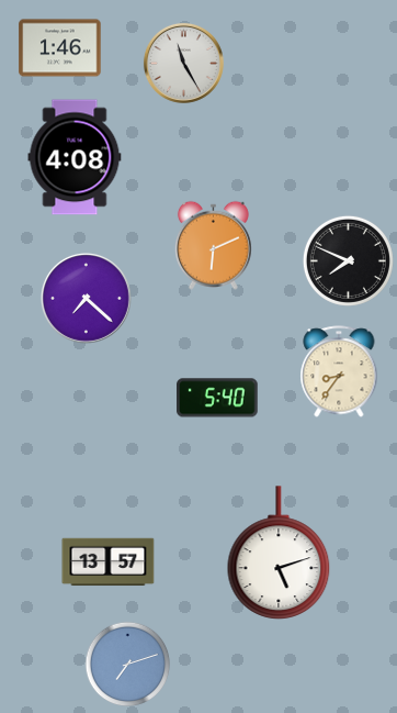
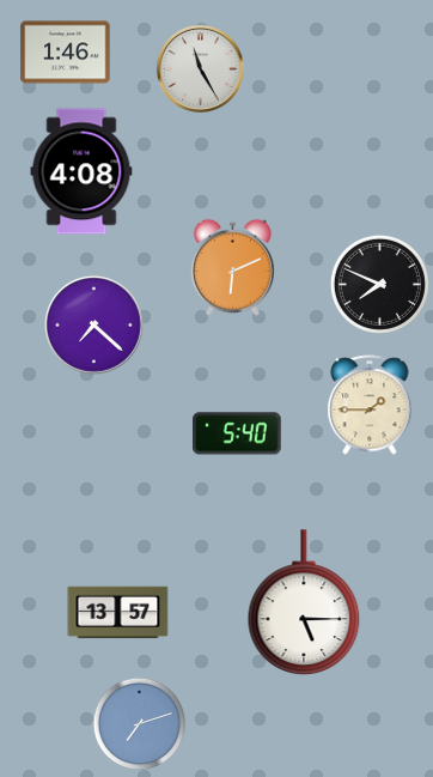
clock at (339, 371): 8:36 -> 1:45
clock at (279, 553): 5:12 -> 5:15
